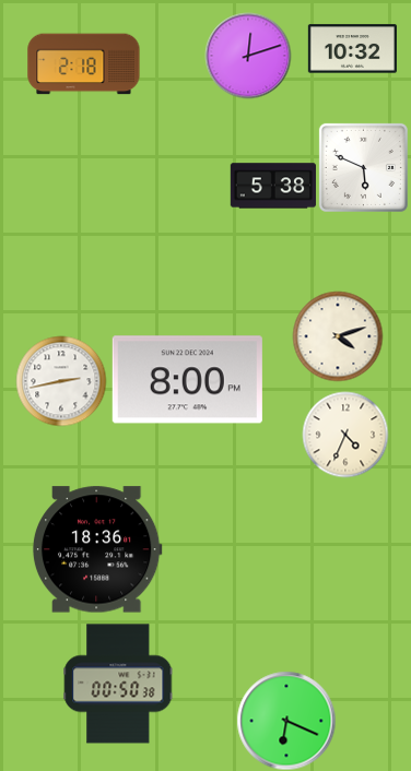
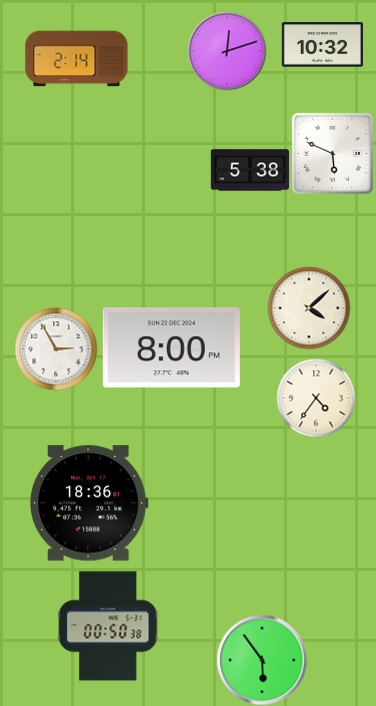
clock at (84, 64): 2:18 -> 2:14
clock at (338, 336): 4:12 -> 4:08
clock at (61, 381): 2:43 -> 2:55
clock at (345, 435): 4:34 -> 4:36
clock at (286, 721): 6:19 -> 5:54
